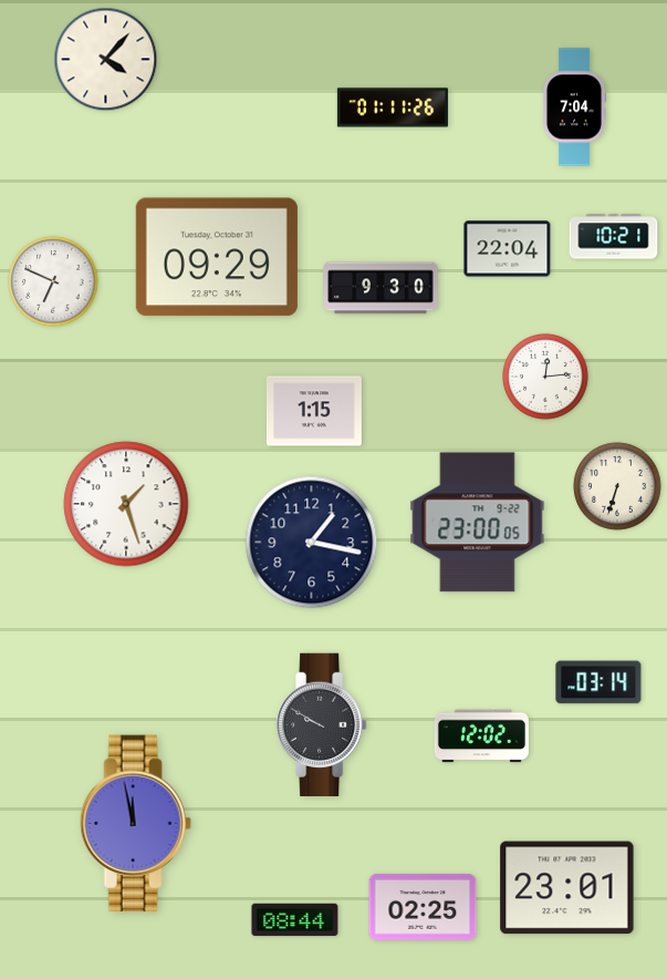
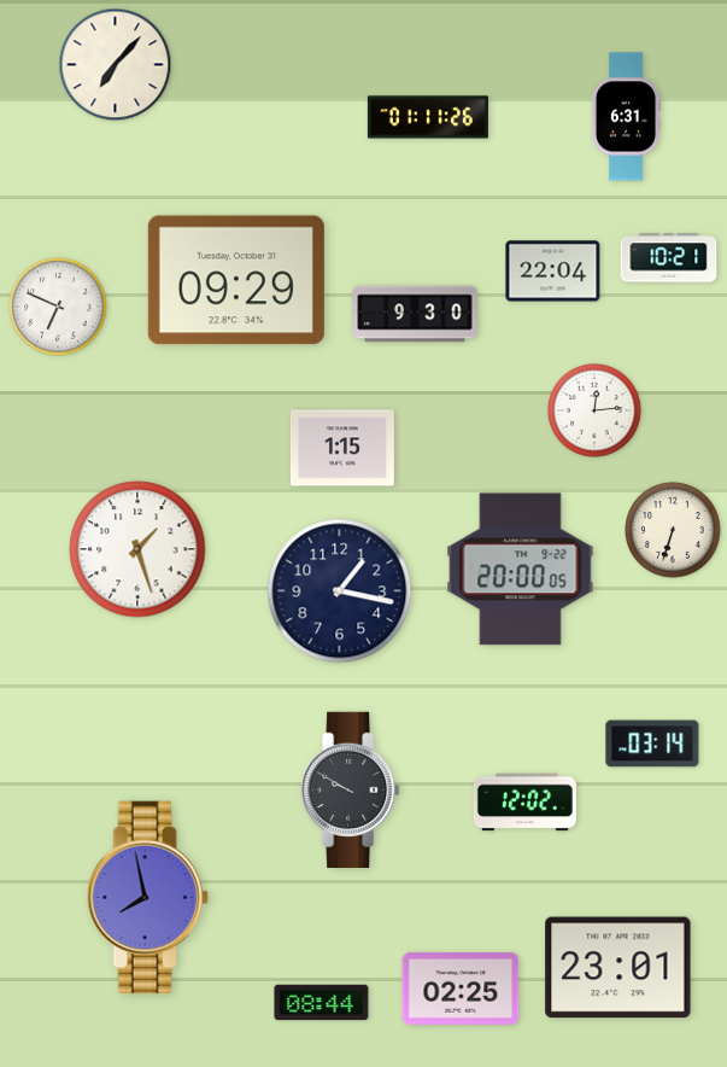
clock at (106, 60): 4:07 -> 7:07
clock at (574, 107): 7:04 -> 6:31
clock at (478, 523): 23:00 -> 20:00
clock at (135, 824): 11:58 -> 7:58
